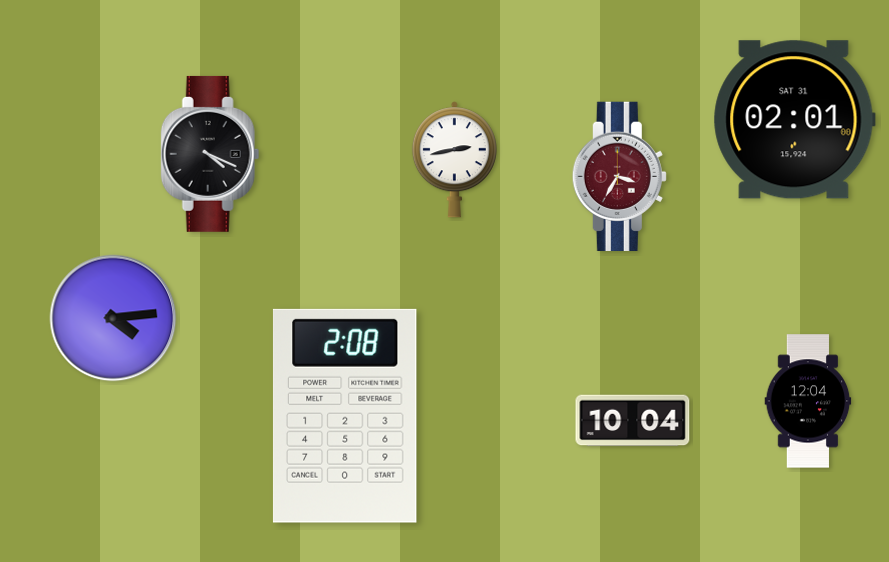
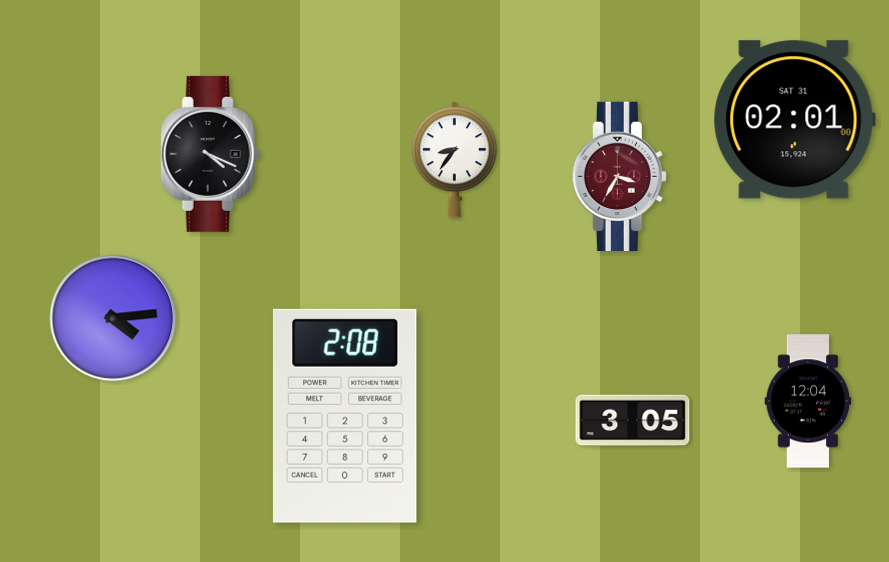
clock at (454, 160): 2:43 -> 8:36
clock at (633, 421): 10:04 -> 3:05
